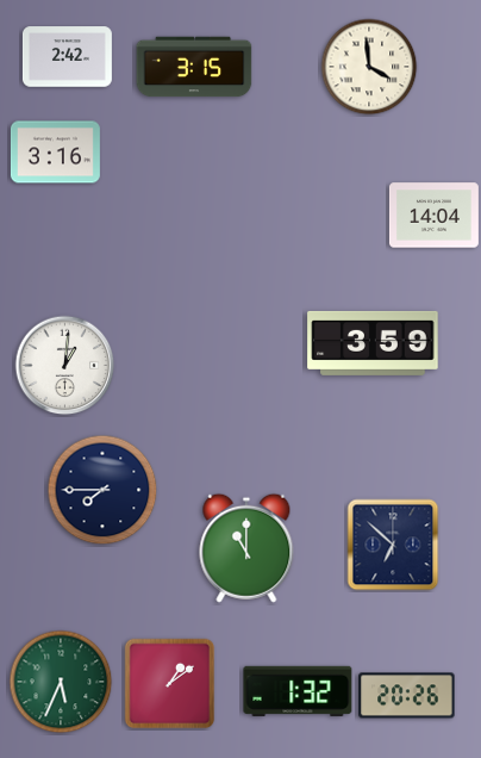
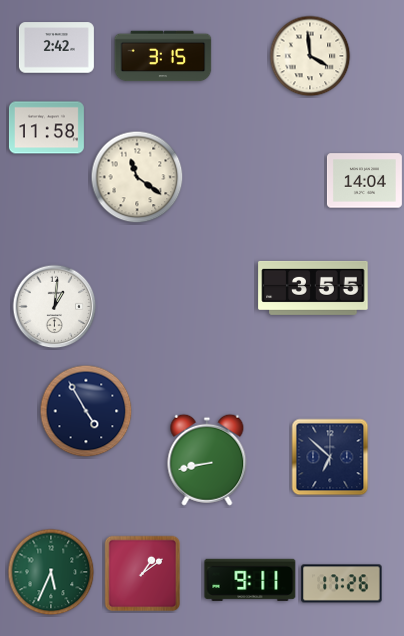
clock at (55, 153): 3:16 -> 11:58
clock at (137, 177): none -> 11:21
clock at (373, 343): 3:59 -> 3:55
clock at (102, 490): 7:45 -> 4:55
clock at (246, 548): 11:00 -> 8:43
clock at (298, 691): 1:32 -> 9:11
clock at (407, 696): 20:26 -> 17:26
